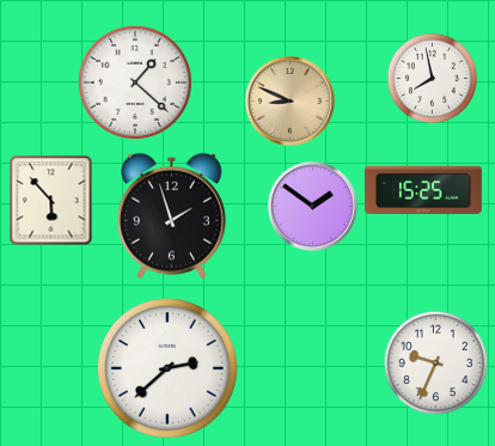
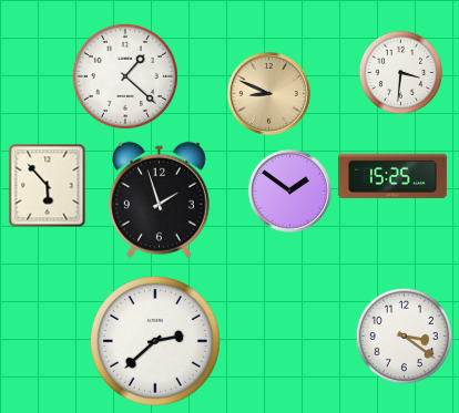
clock at (433, 79): 7:58 -> 3:31
clock at (435, 362): 9:34 -> 3:21
